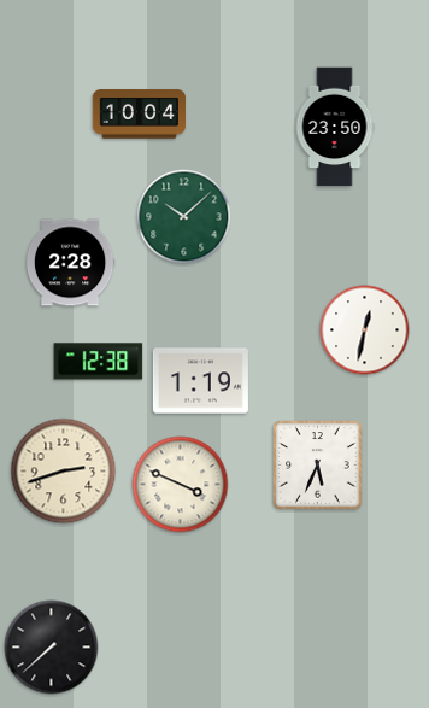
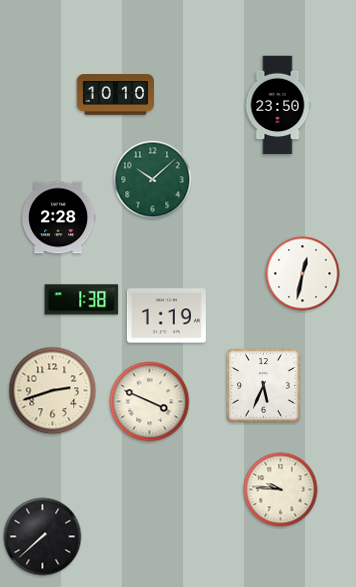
clock at (139, 115): 10:04 -> 10:10
clock at (99, 362): 12:38 -> 1:38
clock at (281, 490): none -> 9:46
